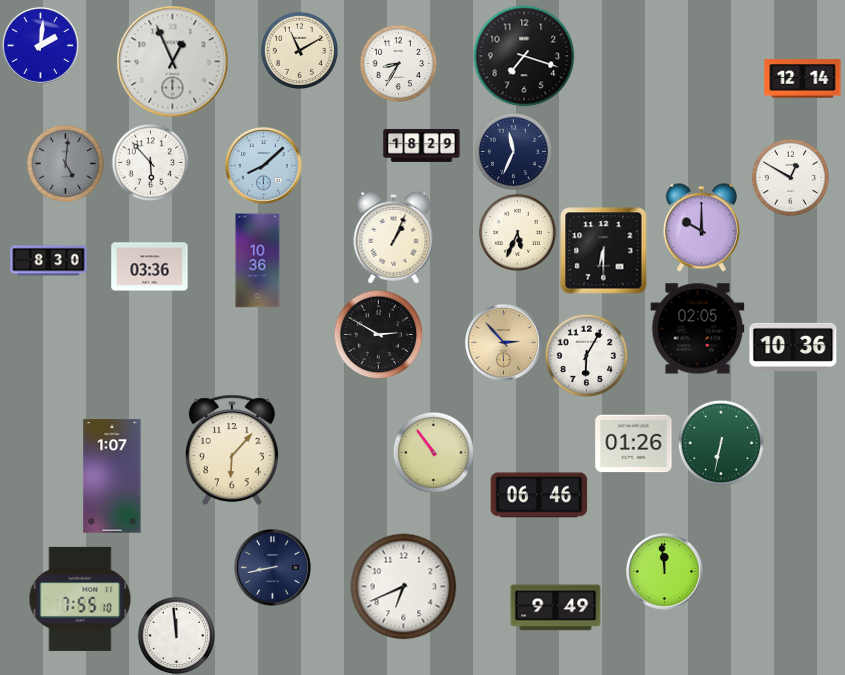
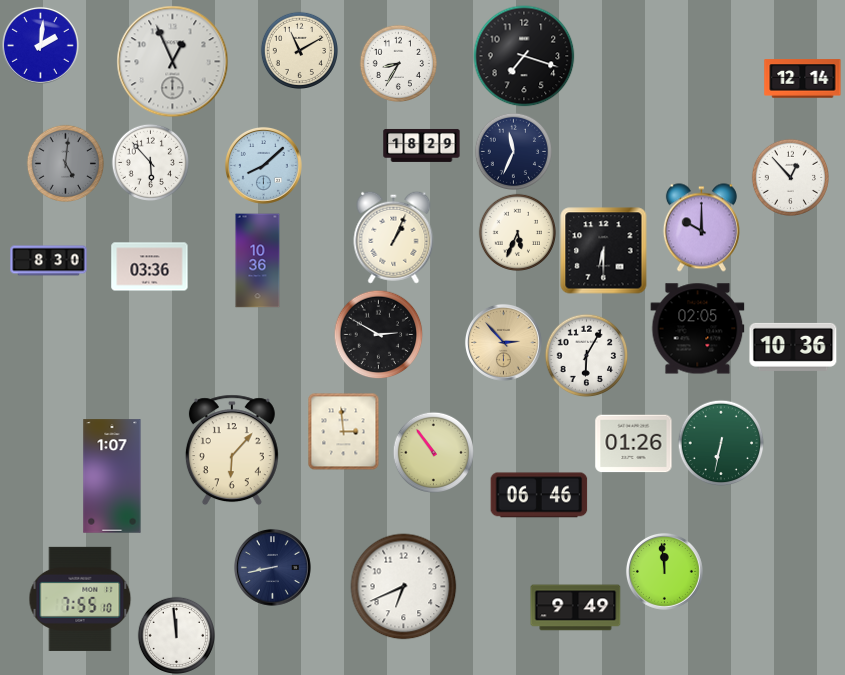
clock at (790, 177): 12:50 -> 12:53
clock at (344, 431): none -> 2:59
clock at (556, 608) position: (556, 608) -> (576, 608)
